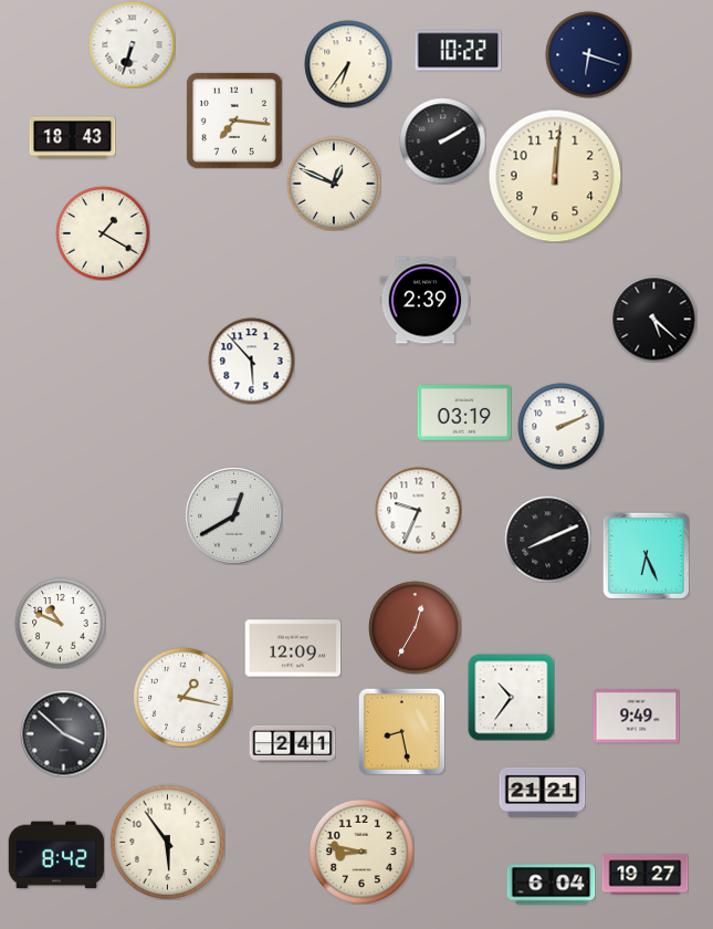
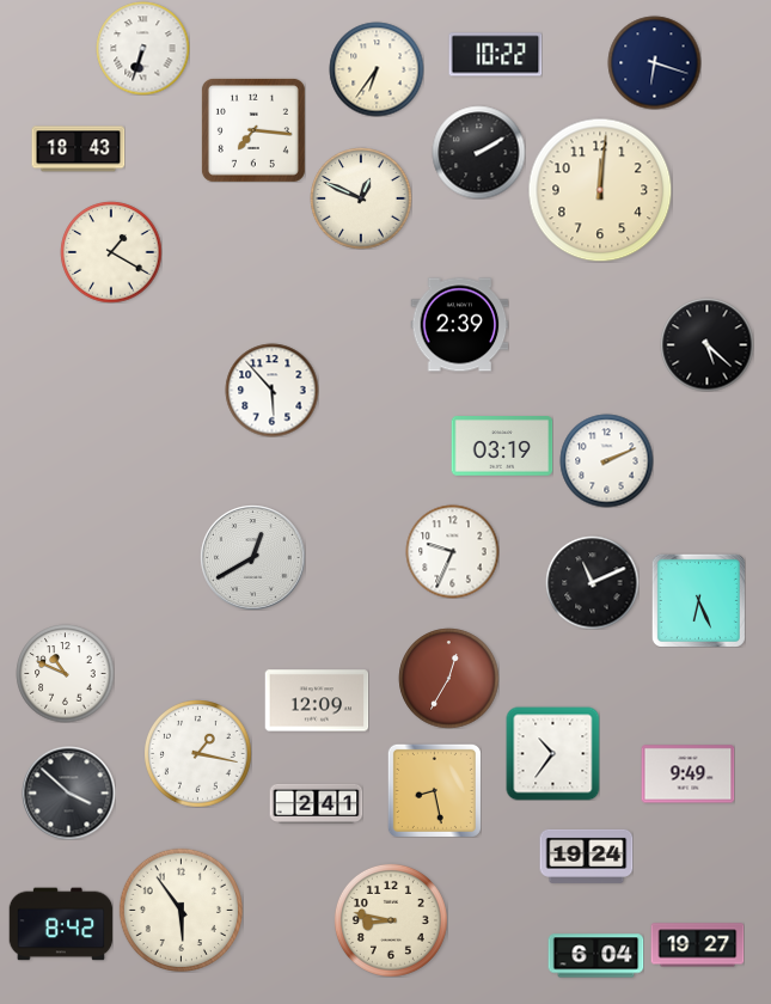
clock at (588, 54) position: (588, 54) -> (654, 62)
clock at (547, 539): 8:11 -> 11:11
clock at (542, 792): 21:21 -> 19:24
